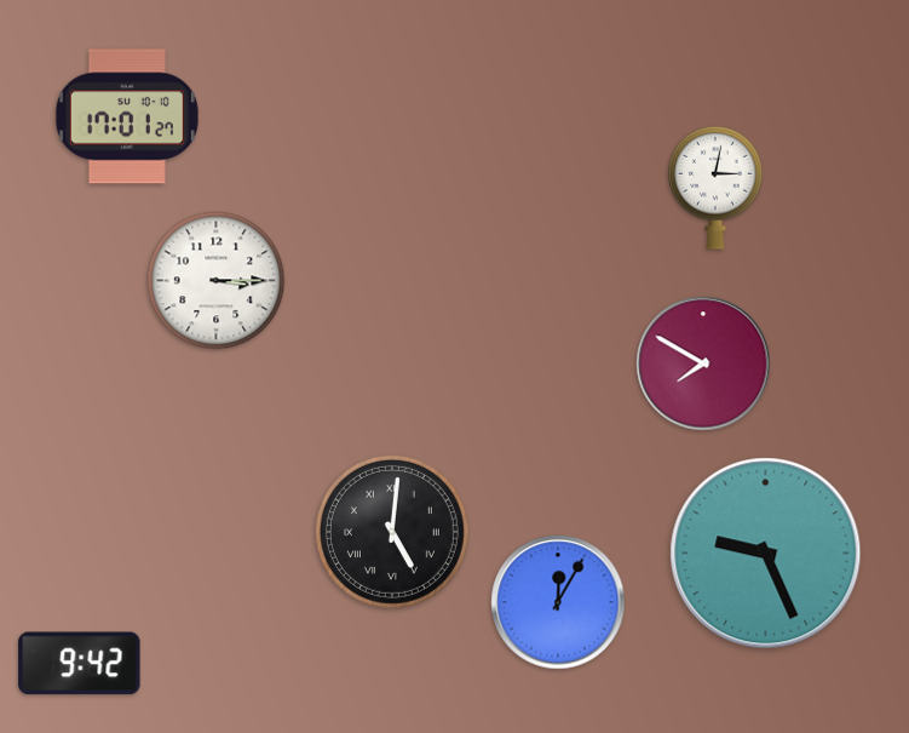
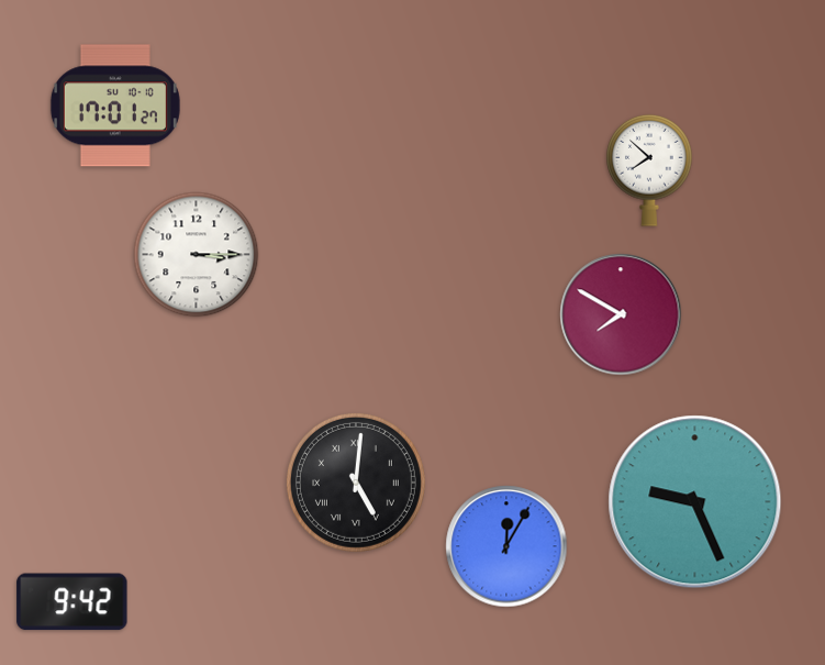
clock at (715, 188): 3:02 -> 7:52
clock at (703, 363) position: (703, 363) -> (621, 314)
